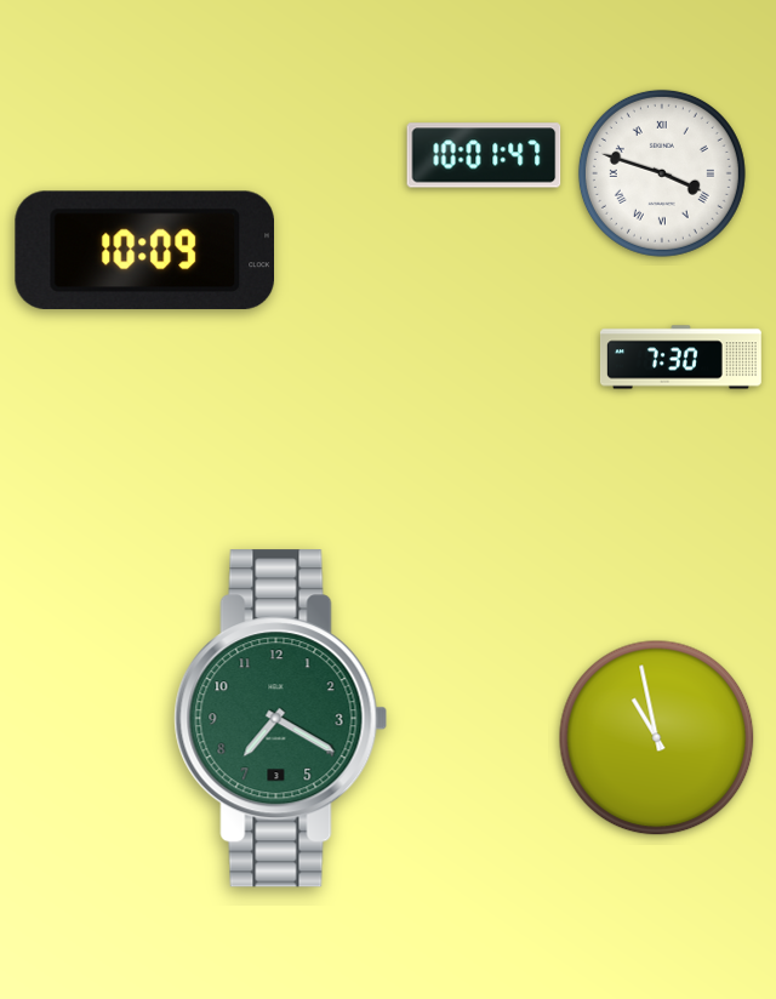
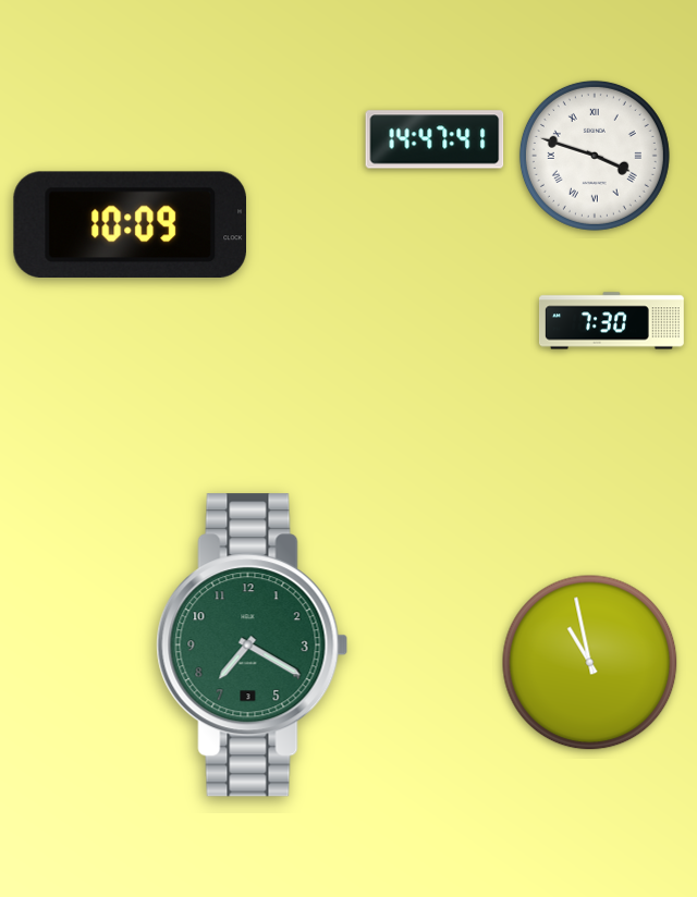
clock at (484, 155): 10:01 -> 14:47
